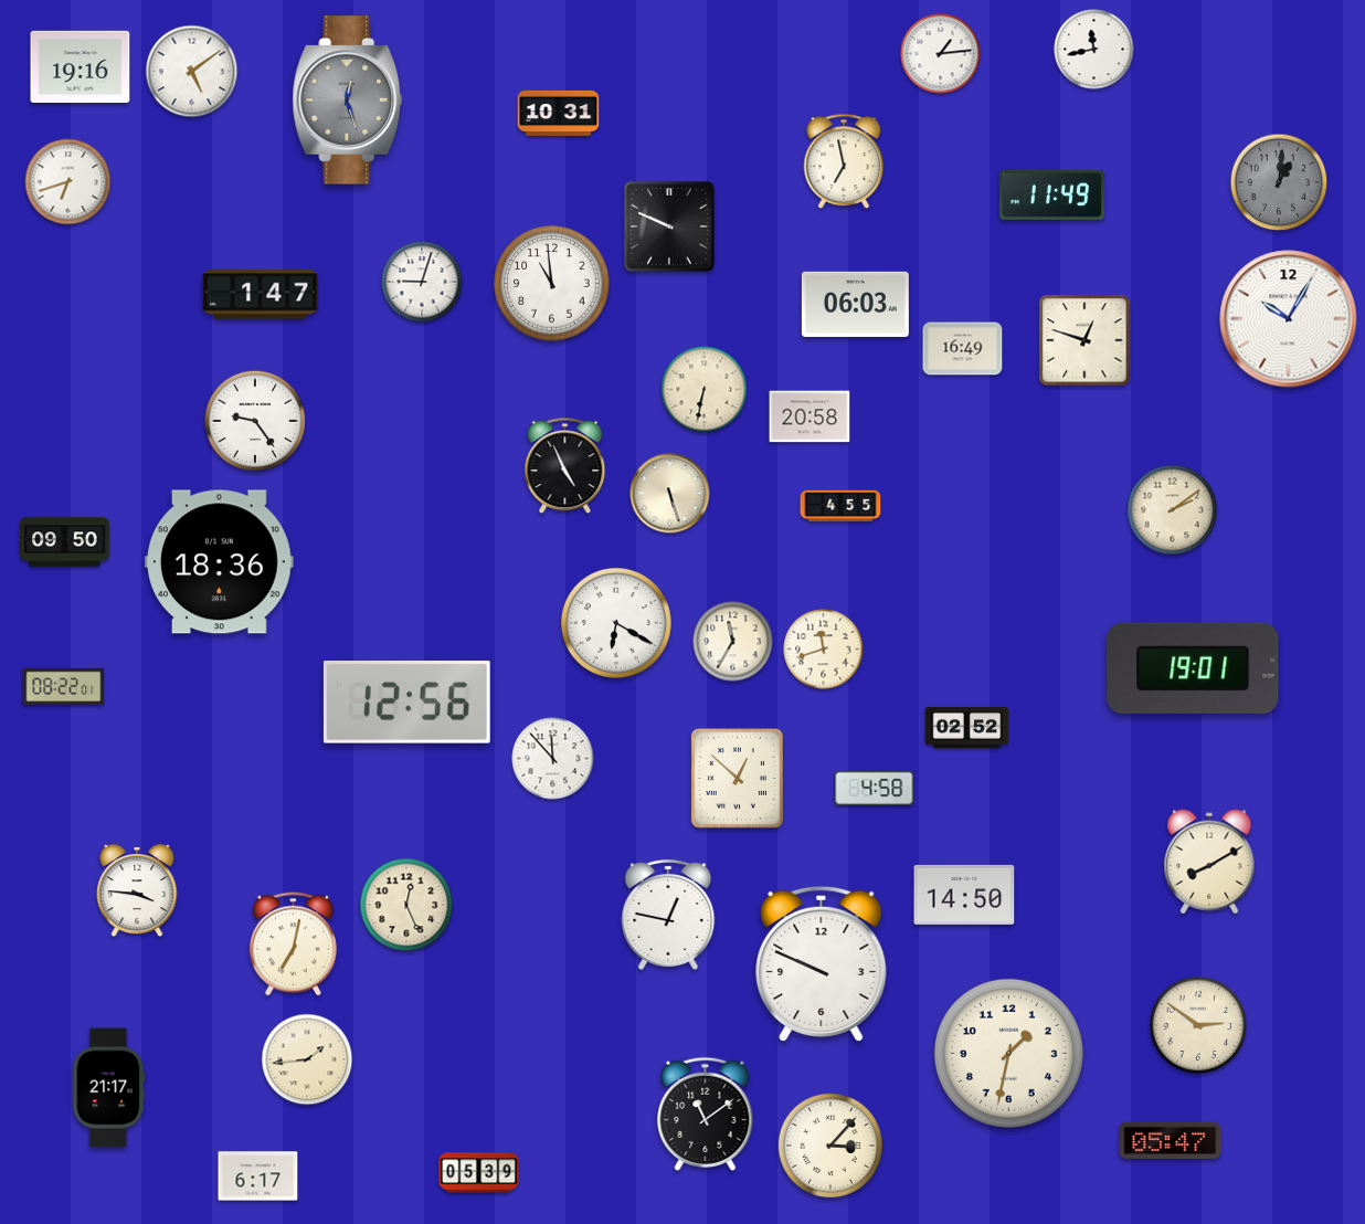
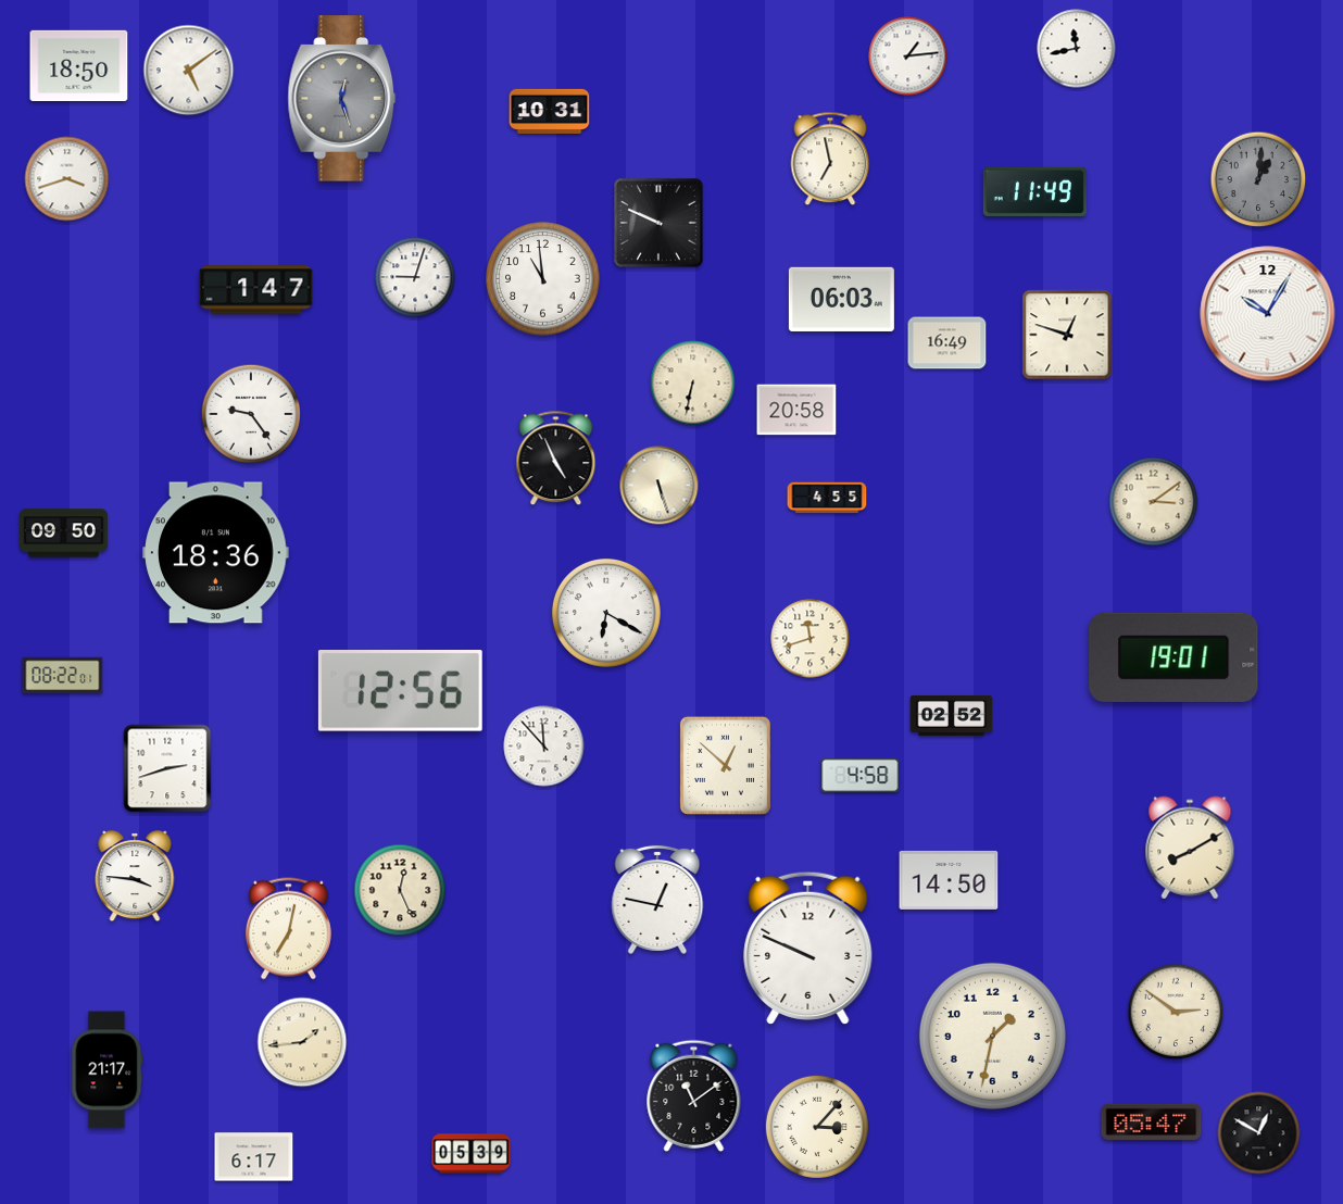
clock at (941, 54) position: (941, 54) -> (908, 57)
clock at (81, 66): 19:16 -> 18:50
clock at (68, 182): 6:42 -> 3:42
clock at (1173, 510): 2:09 -> 3:09
clock at (733, 642): 11:35 -> none
clock at (167, 768): none -> 2:42
clock at (1198, 1025) position: (1198, 1025) -> (1176, 1012)
clock at (1259, 1133): none -> 12:50
